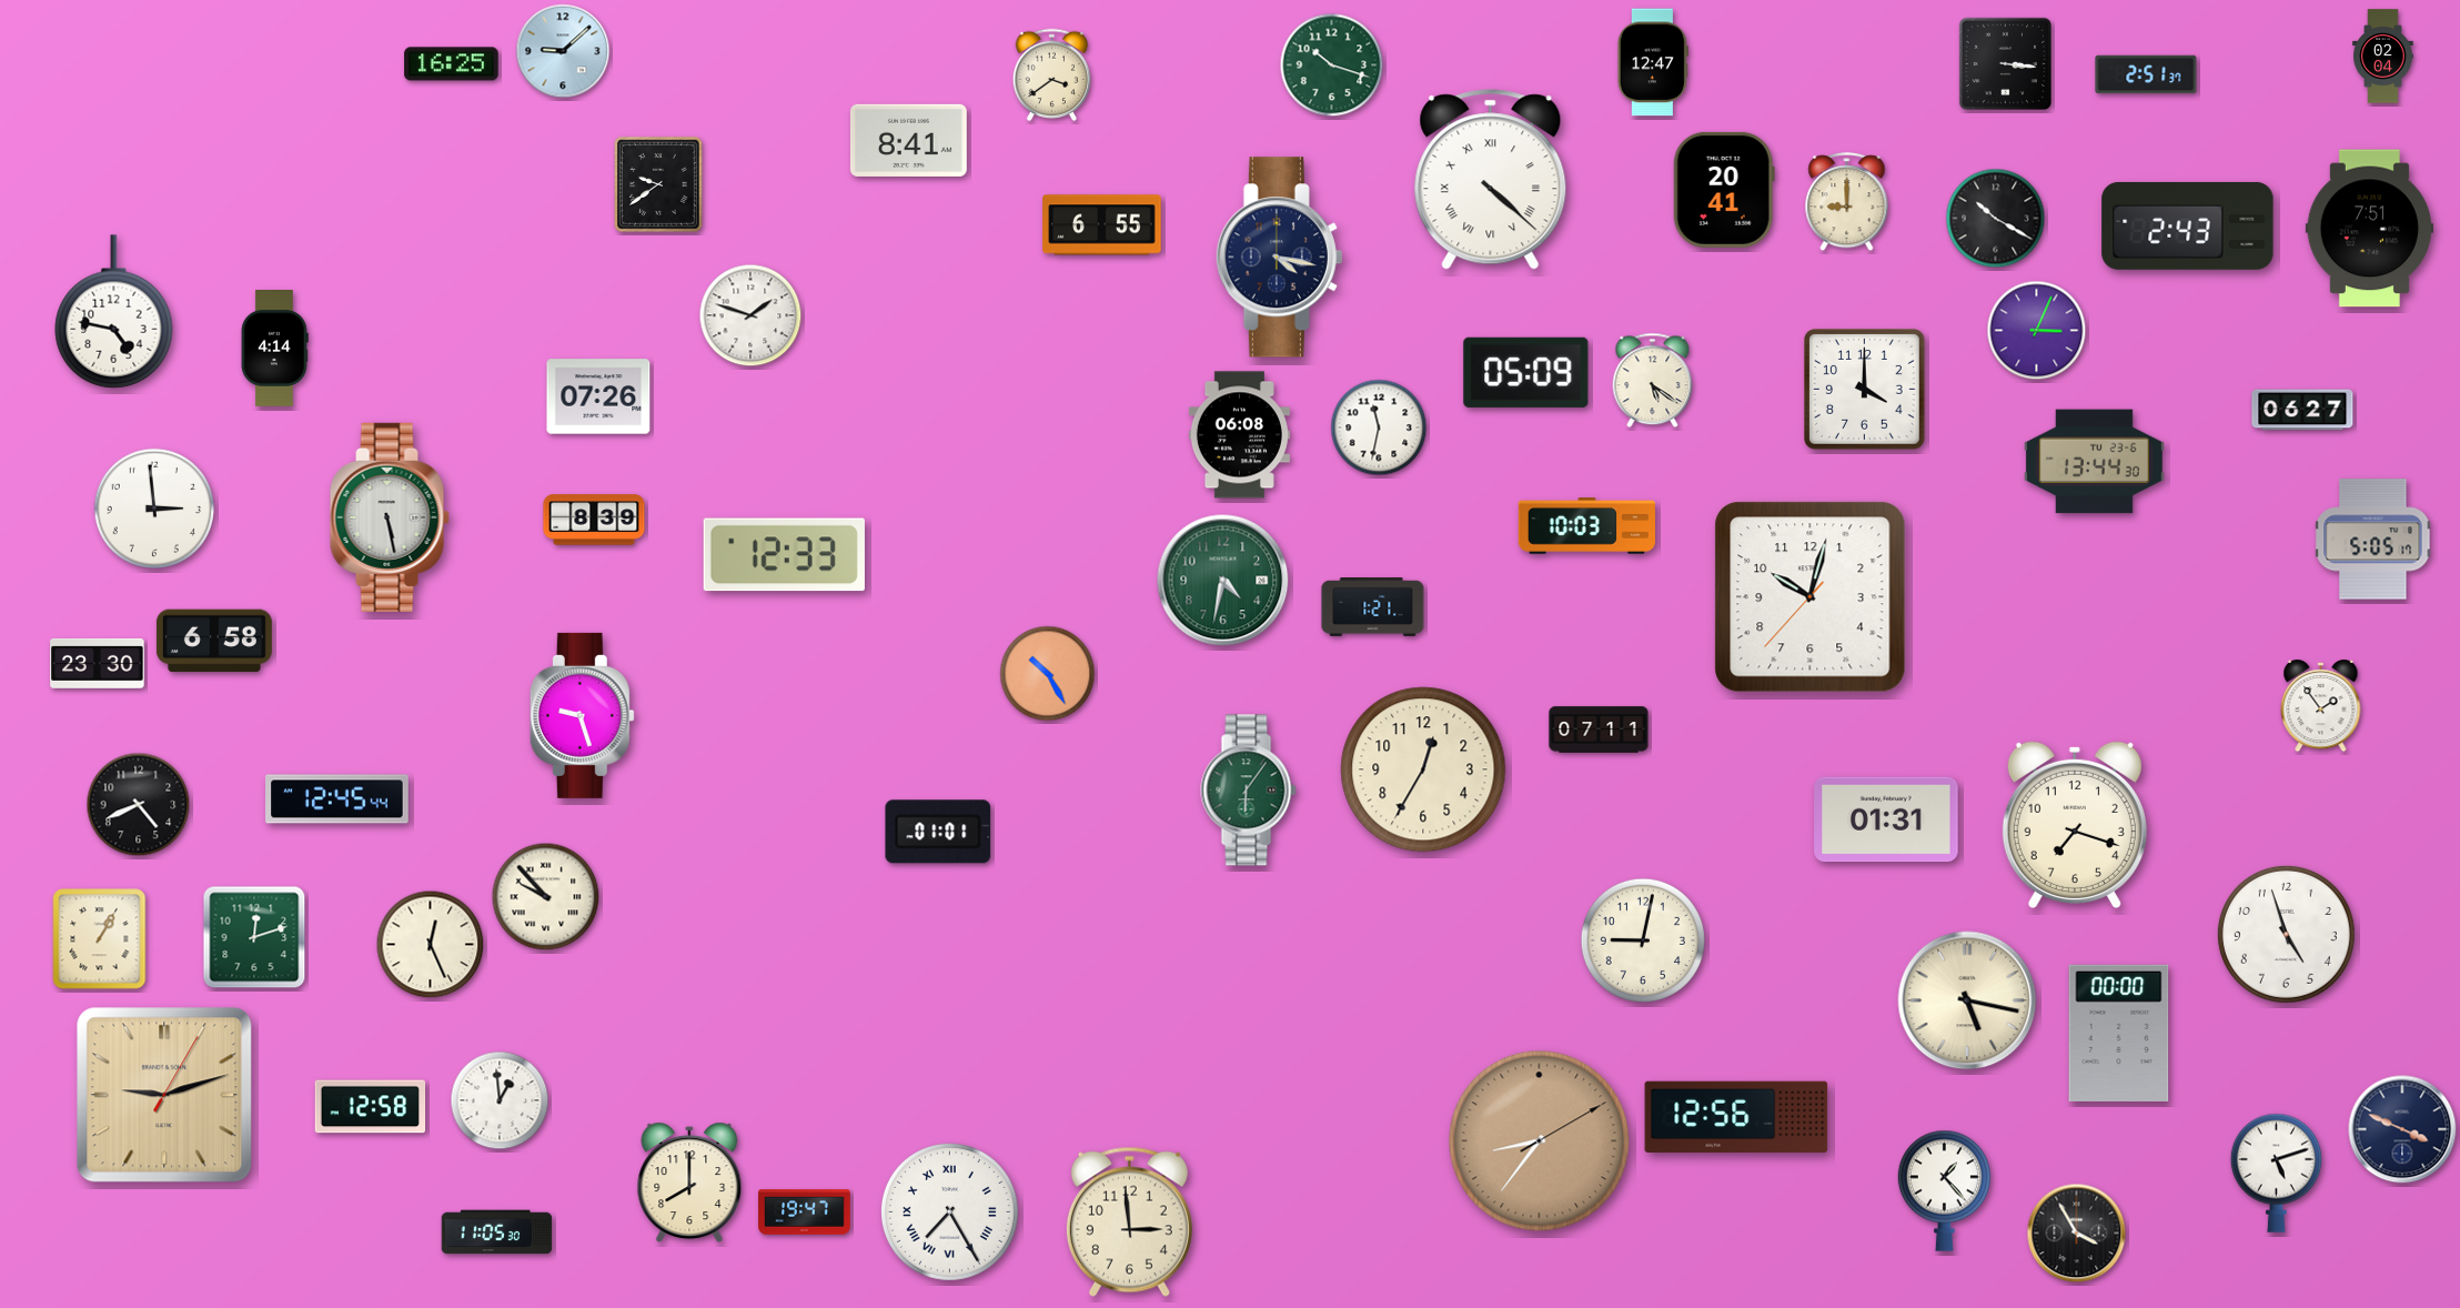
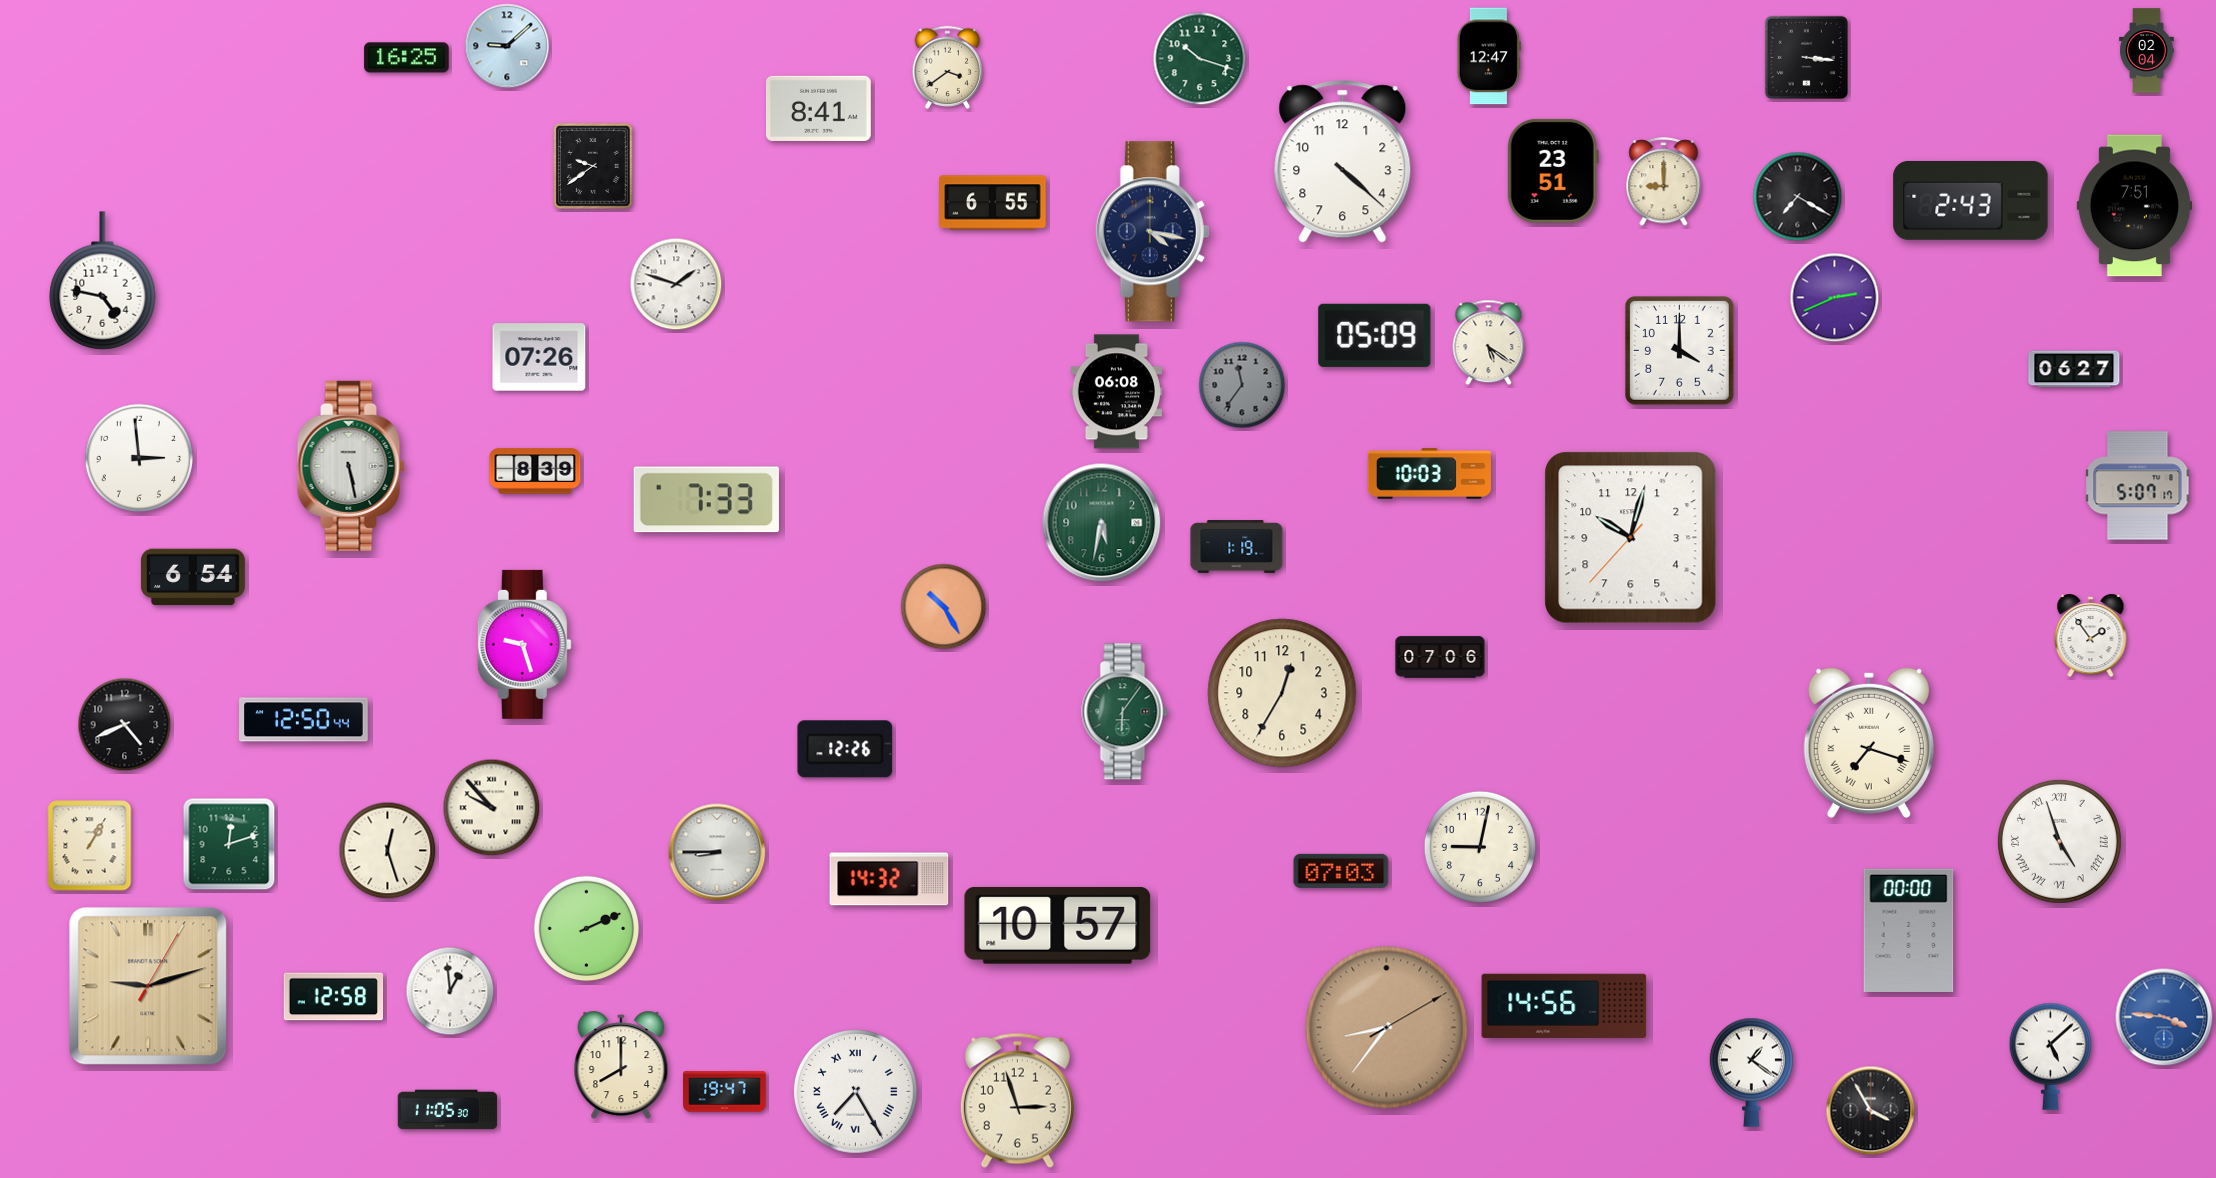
clock at (2146, 74): 2:51 -> none
clock at (908, 140) position: (908, 140) -> (818, 108)
clock at (1491, 180) numerals: Roman -> Arabic
clock at (1724, 190): 20:41 -> 23:51
clock at (1996, 219): 10:20 -> 7:20
clock at (2188, 225) position: (2188, 225) -> (1971, 200)
clock at (2037, 331): 3:04 -> 2:41
clock at (274, 349): 4:14 -> none
clock at (1379, 427): 11:32 -> 11:36
clock at (1379, 427) dial: white -> grey
clock at (2094, 462): 13:44 -> none
clock at (594, 520) position: (594, 520) -> (535, 471)
clock at (2373, 540): 5:05 -> 5:07
clock at (784, 555): 12:33 -> 7:33
clock at (1223, 581): 4:32 -> 5:32
clock at (1373, 607): 1:21 -> 1:19
clock at (214, 641): 6:58 -> 6:54
clock at (98, 663): 23:30 -> none
clock at (1599, 730): 07:11 -> 07:06
clock at (337, 799): 12:45 -> 12:50
clock at (1886, 819): 01:31 -> none
clock at (2075, 825) numerals: Arabic -> Roman
clock at (938, 832): 01:01 -> 12:26
clock at (2286, 934) numerals: Arabic -> Roman
clock at (431, 945): 12:26 -> 12:27
clock at (717, 852): none -> 8:45
clock at (1341, 871): none -> 07:03
clock at (889, 879): none -> 14:32
clock at (1967, 1000): 5:17 -> none
clock at (1058, 925): none -> 10:57
clock at (587, 929): none -> 2:11
clock at (1736, 1117): 12:56 -> 14:56
clock at (2402, 1129): 3:49 -> 3:46
clock at (2402, 1129) dial: navy -> blue
clock at (2276, 1173): 5:12 -> 5:08
clock at (1944, 1190): 1:23 -> 1:21
clock at (1129, 1221): 2:59 -> 2:57
